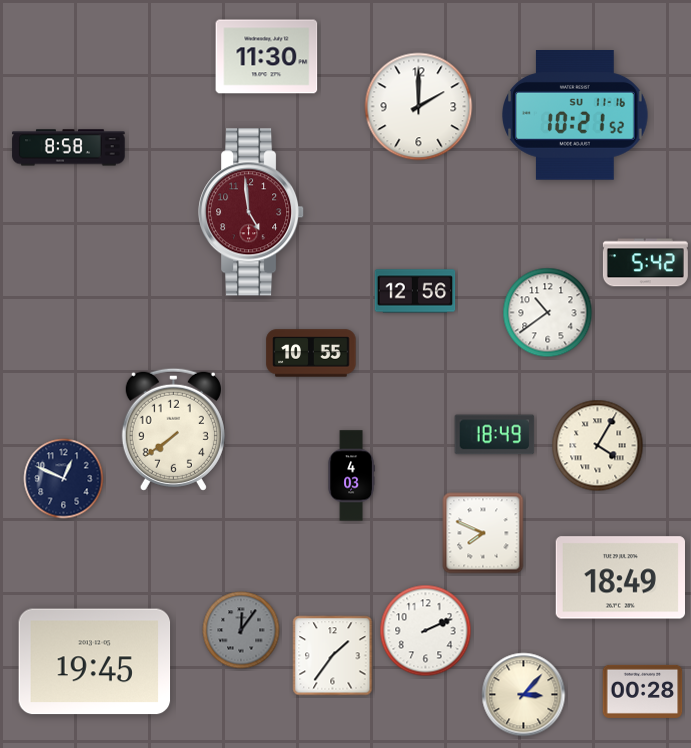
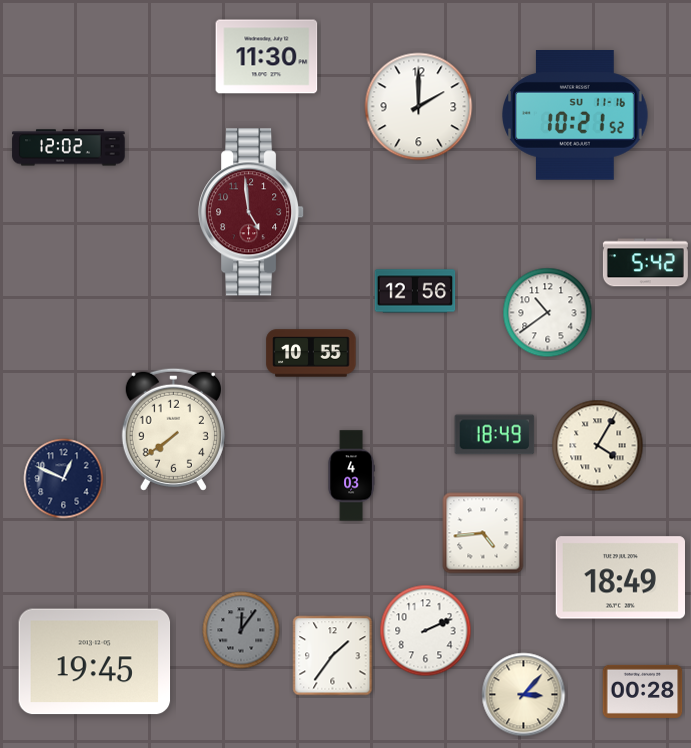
clock at (69, 148): 8:58 -> 12:02
clock at (483, 533): 7:49 -> 4:44
